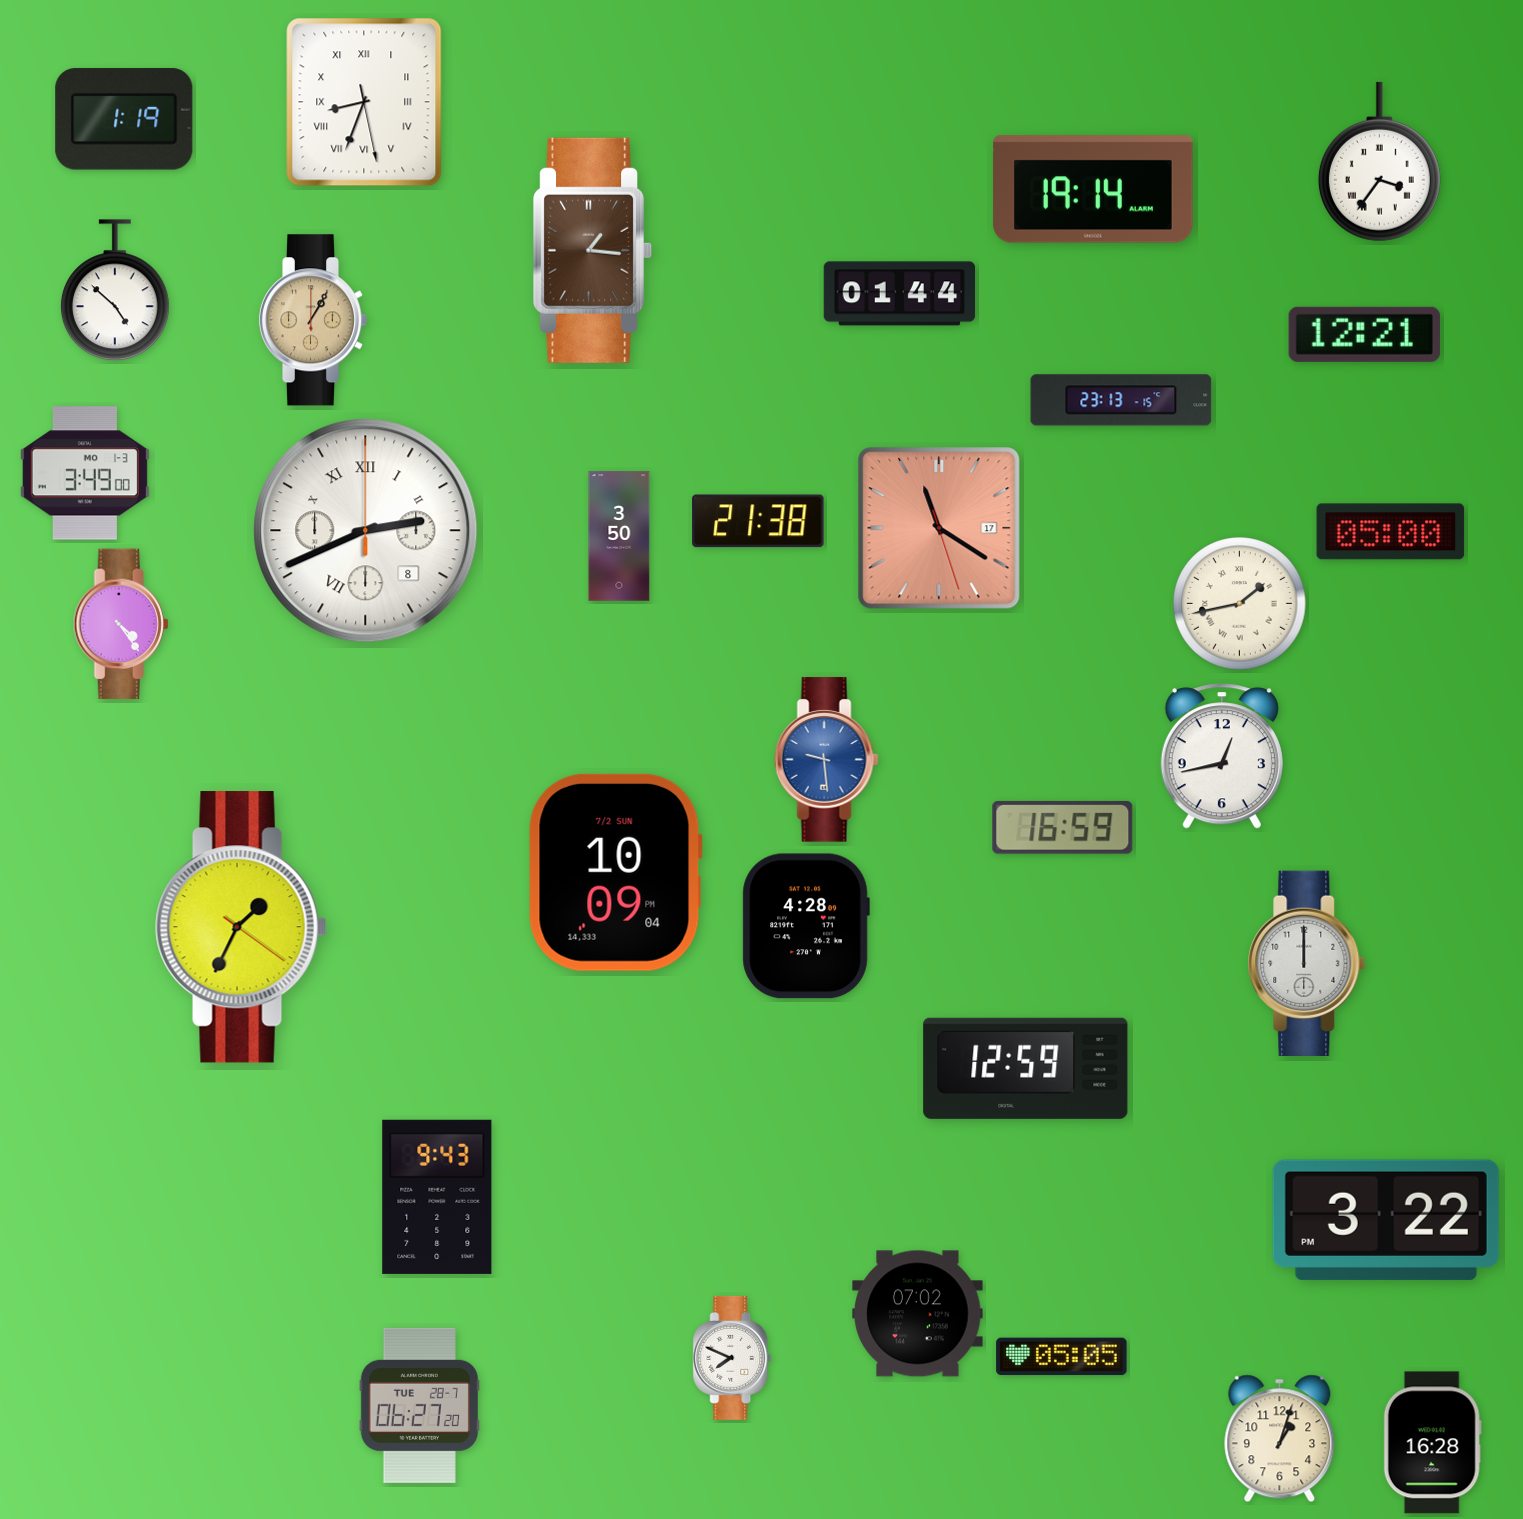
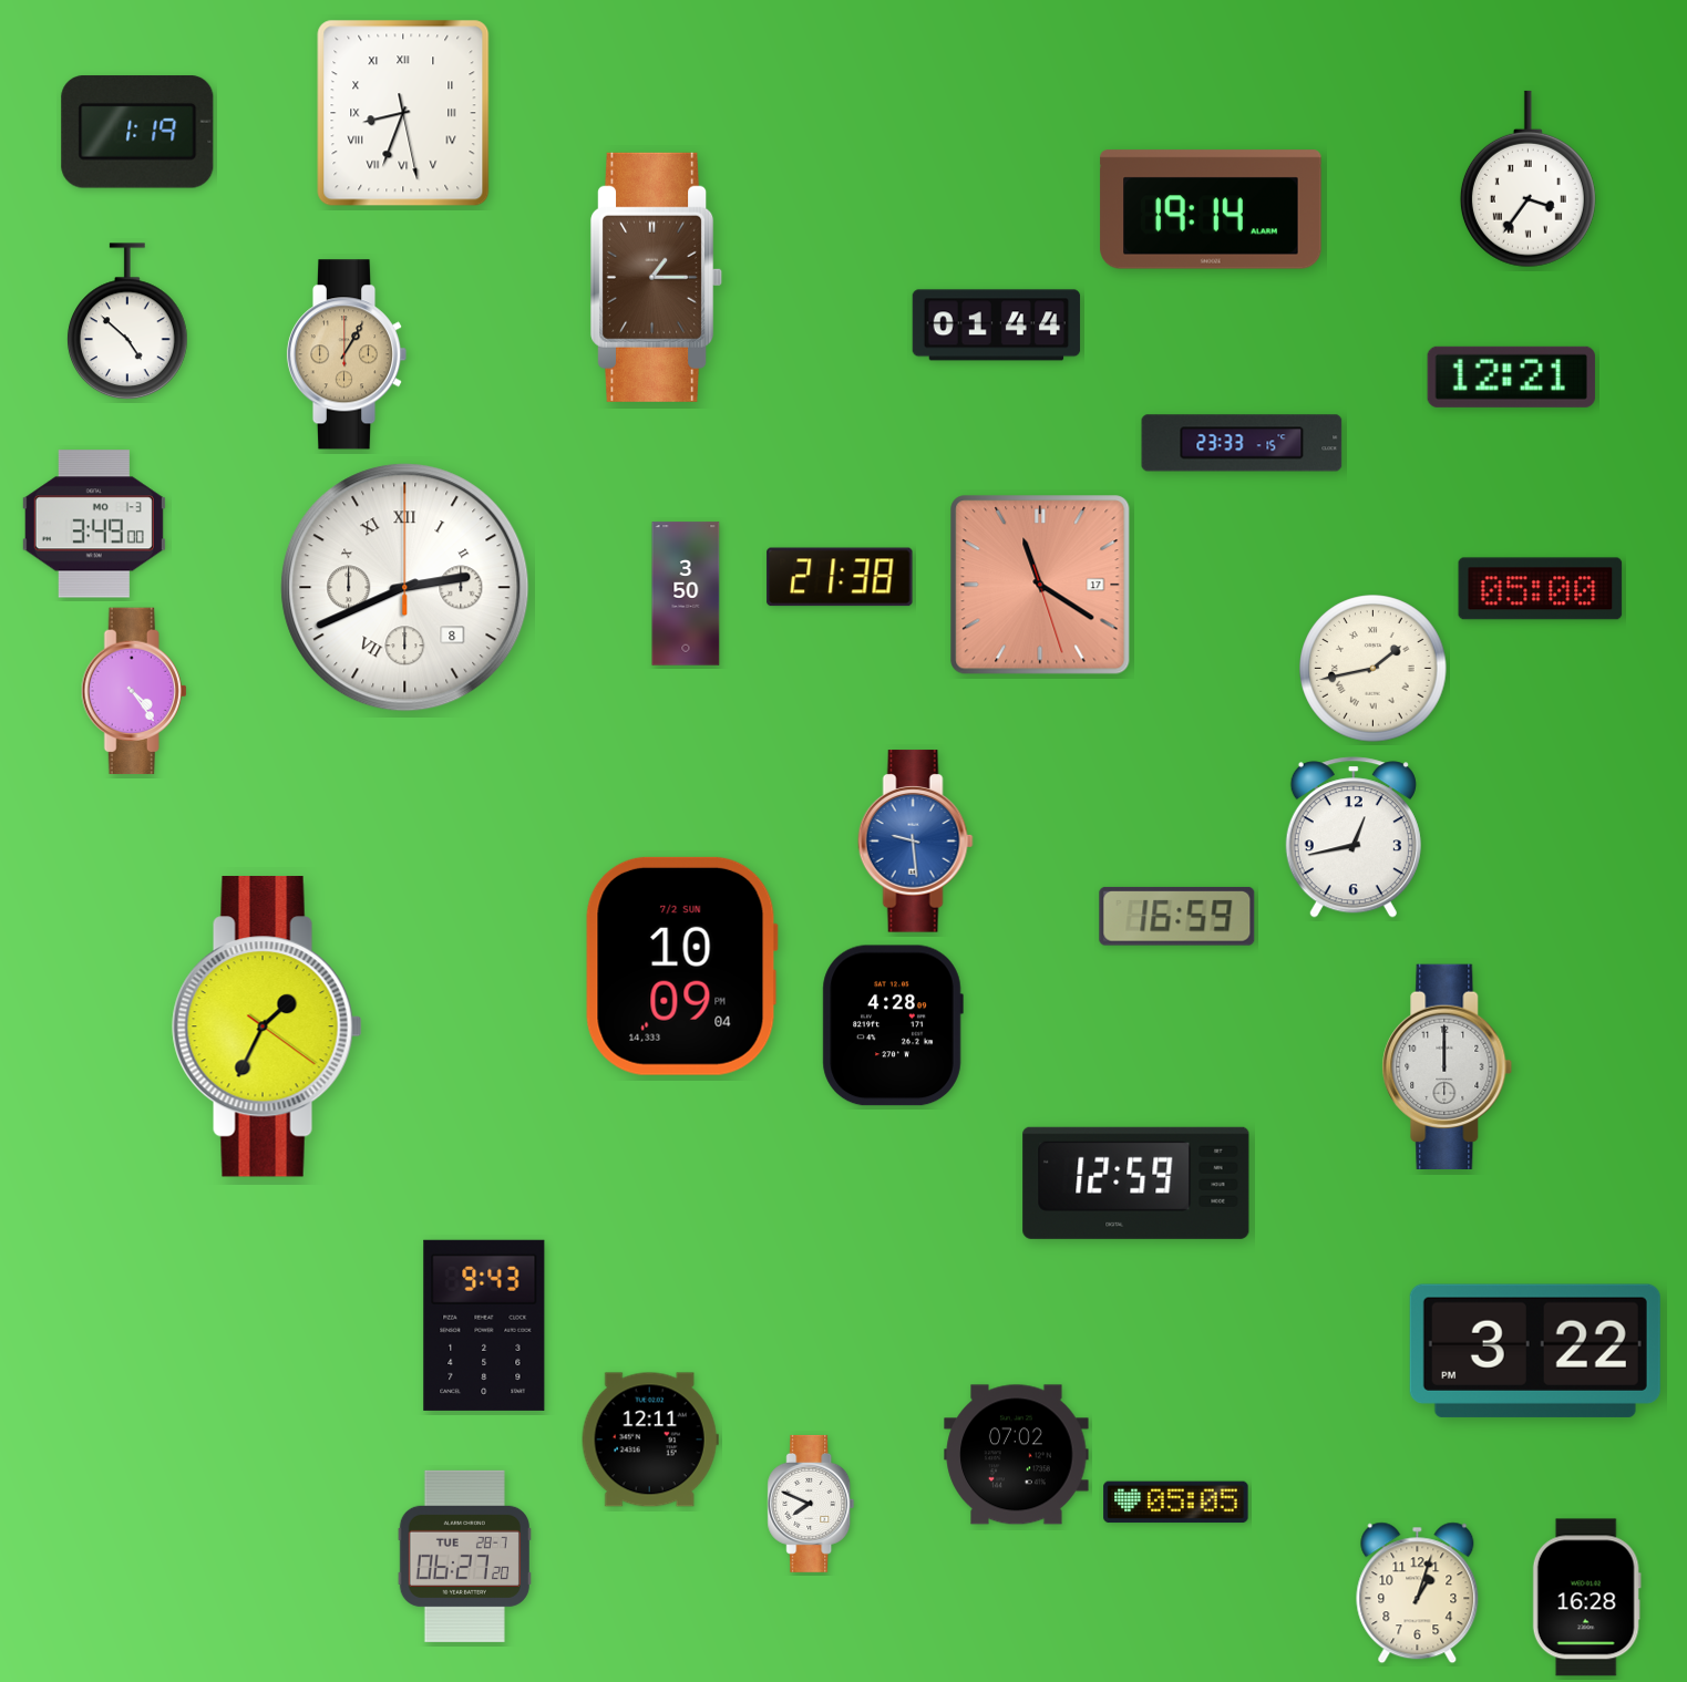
clock at (593, 250): 1:16 -> 1:15
clock at (1364, 334) position: (1364, 334) -> (1511, 376)
clock at (1121, 400): 23:13 -> 23:33
clock at (650, 1439): none -> 12:11
